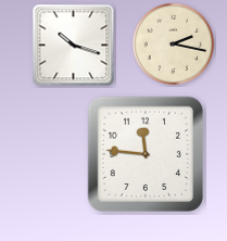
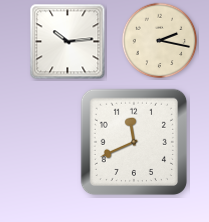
clock at (74, 46): 10:18 -> 10:14
clock at (146, 154): 11:46 -> 11:41
